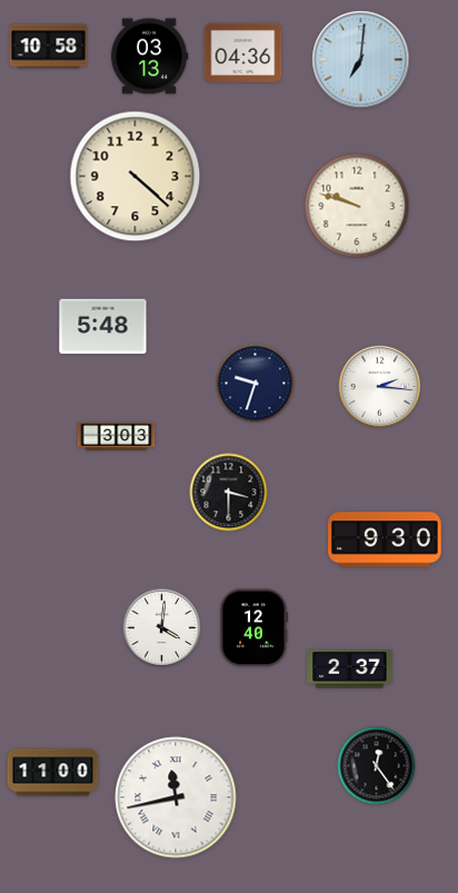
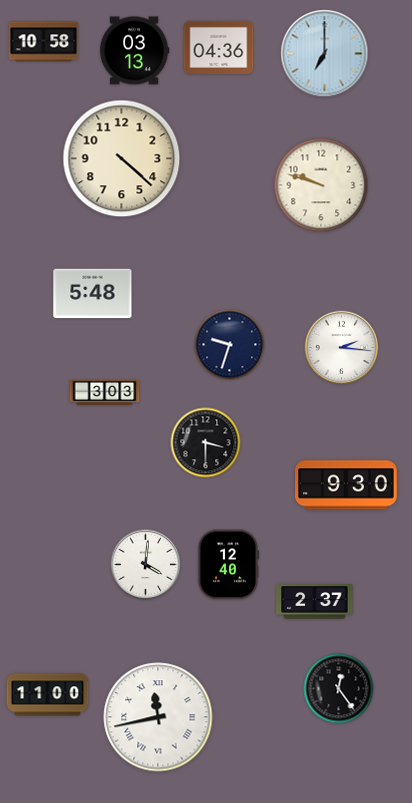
clock at (361, 60): 7:01 -> 7:00
